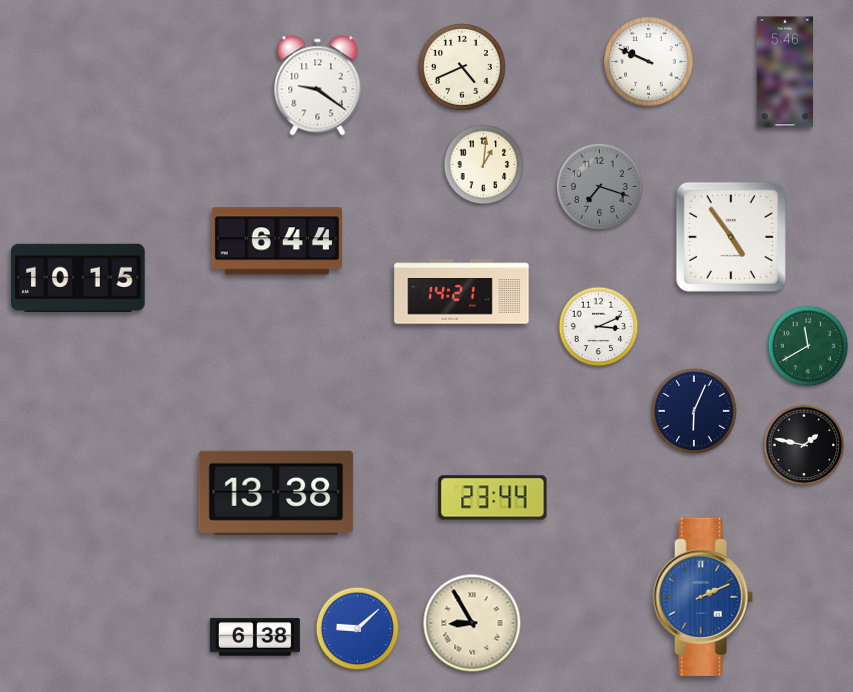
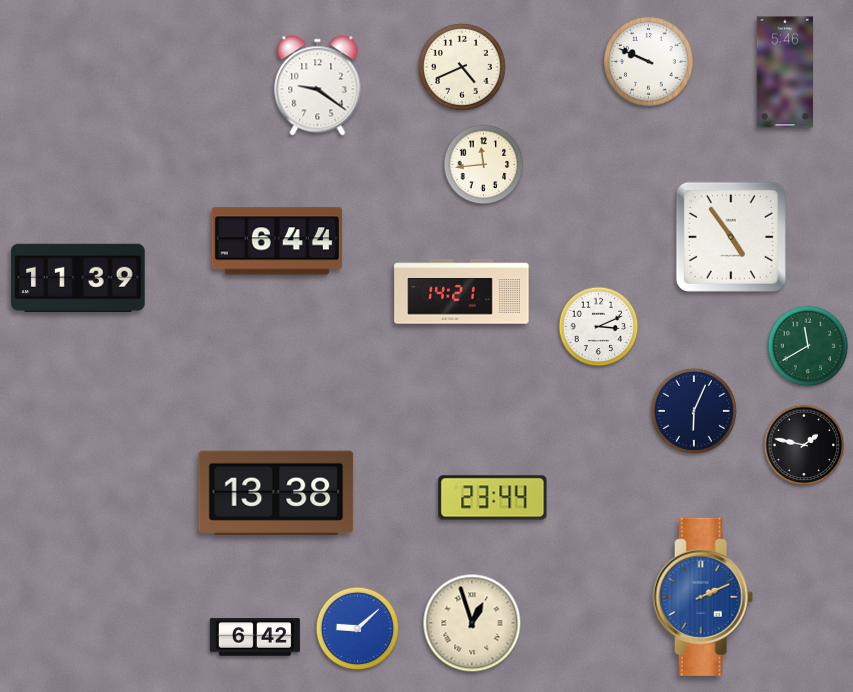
clock at (484, 165): 1:01 -> 11:44
clock at (599, 186): 7:18 -> none
clock at (78, 278): 10:15 -> 11:39
clock at (472, 623): 8:55 -> 12:57
clock at (255, 637): 6:38 -> 6:42
